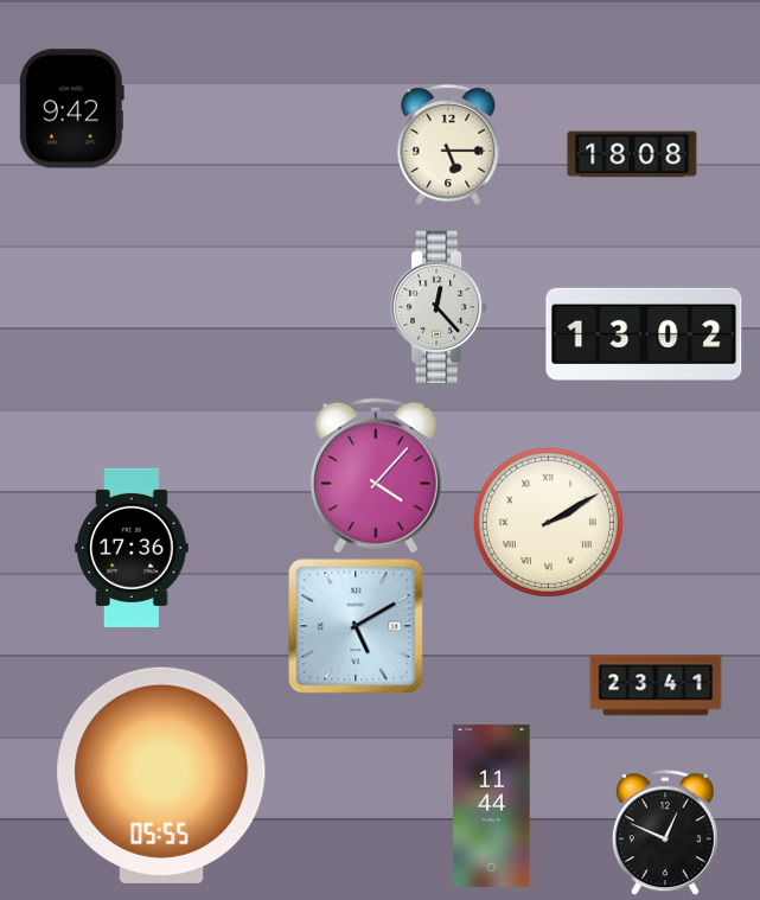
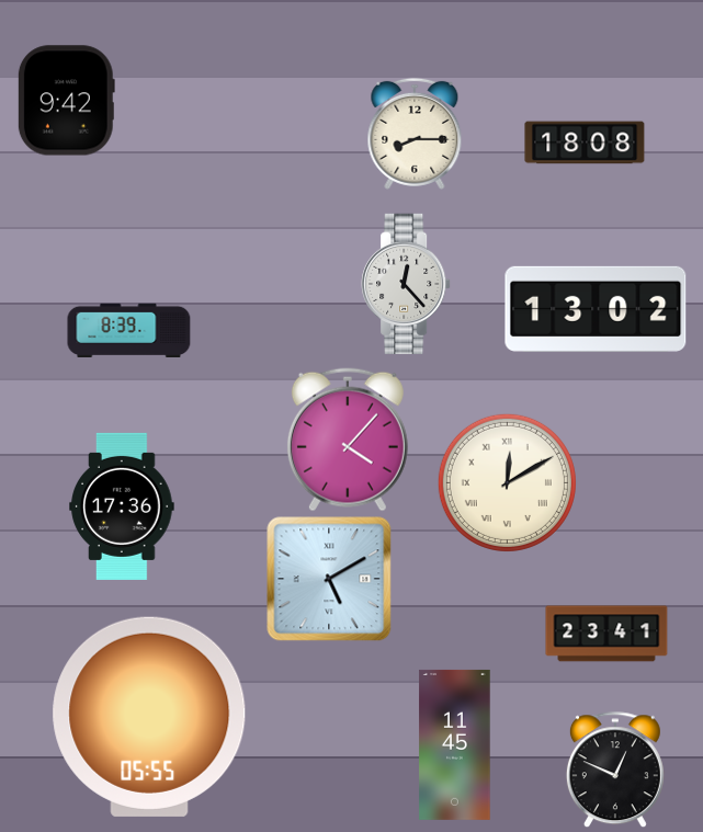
clock at (448, 145): 5:15 -> 8:15
clock at (129, 330): none -> 8:39
clock at (548, 522): 2:10 -> 12:10
clock at (492, 805): 11:44 -> 11:45
